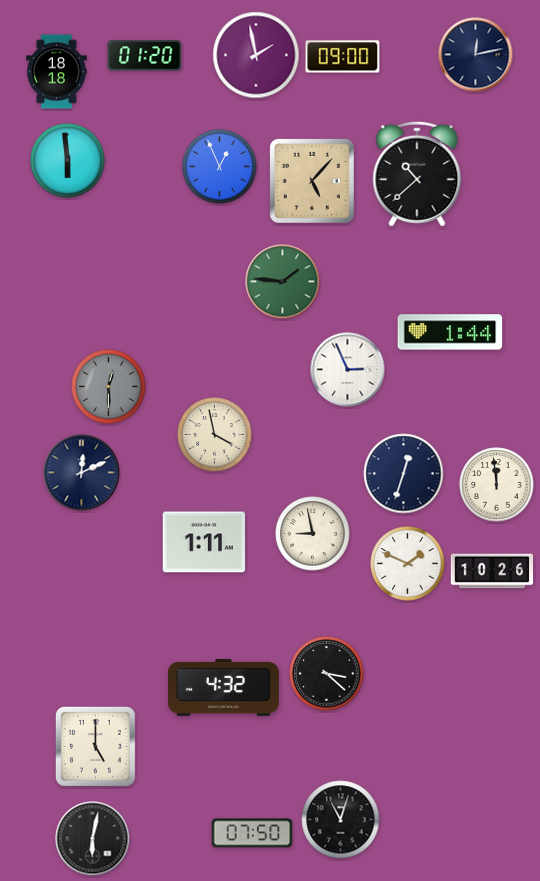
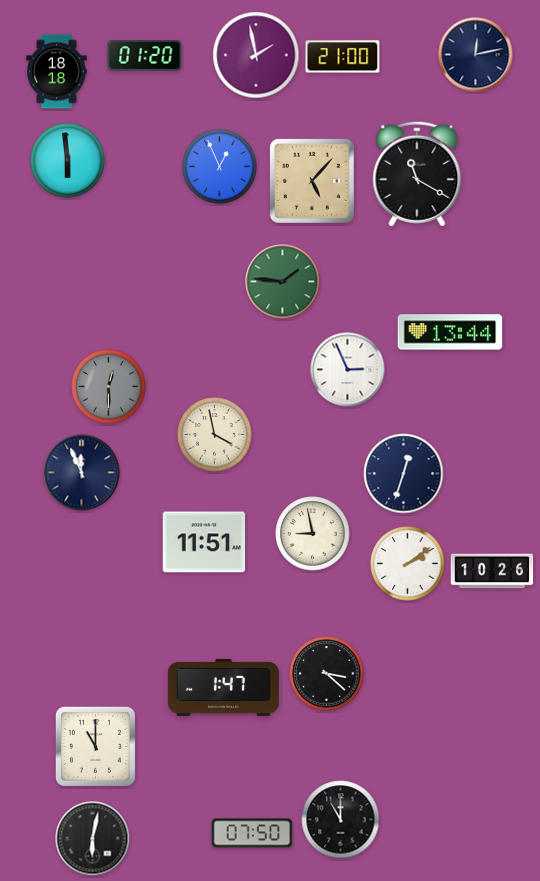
clock at (343, 57): 09:00 -> 21:00
clock at (417, 174): 10:38 -> 11:20
clock at (450, 332): 1:44 -> 13:44
clock at (82, 473): 12:11 -> 11:56
clock at (497, 485): 11:59 -> none
clock at (204, 542): 1:11 -> 11:51
clock at (408, 564): 1:49 -> 2:09
clock at (223, 687): 4:32 -> 1:47
clock at (95, 746): 5:00 -> 11:00
clock at (341, 820): 11:03 -> 11:00
